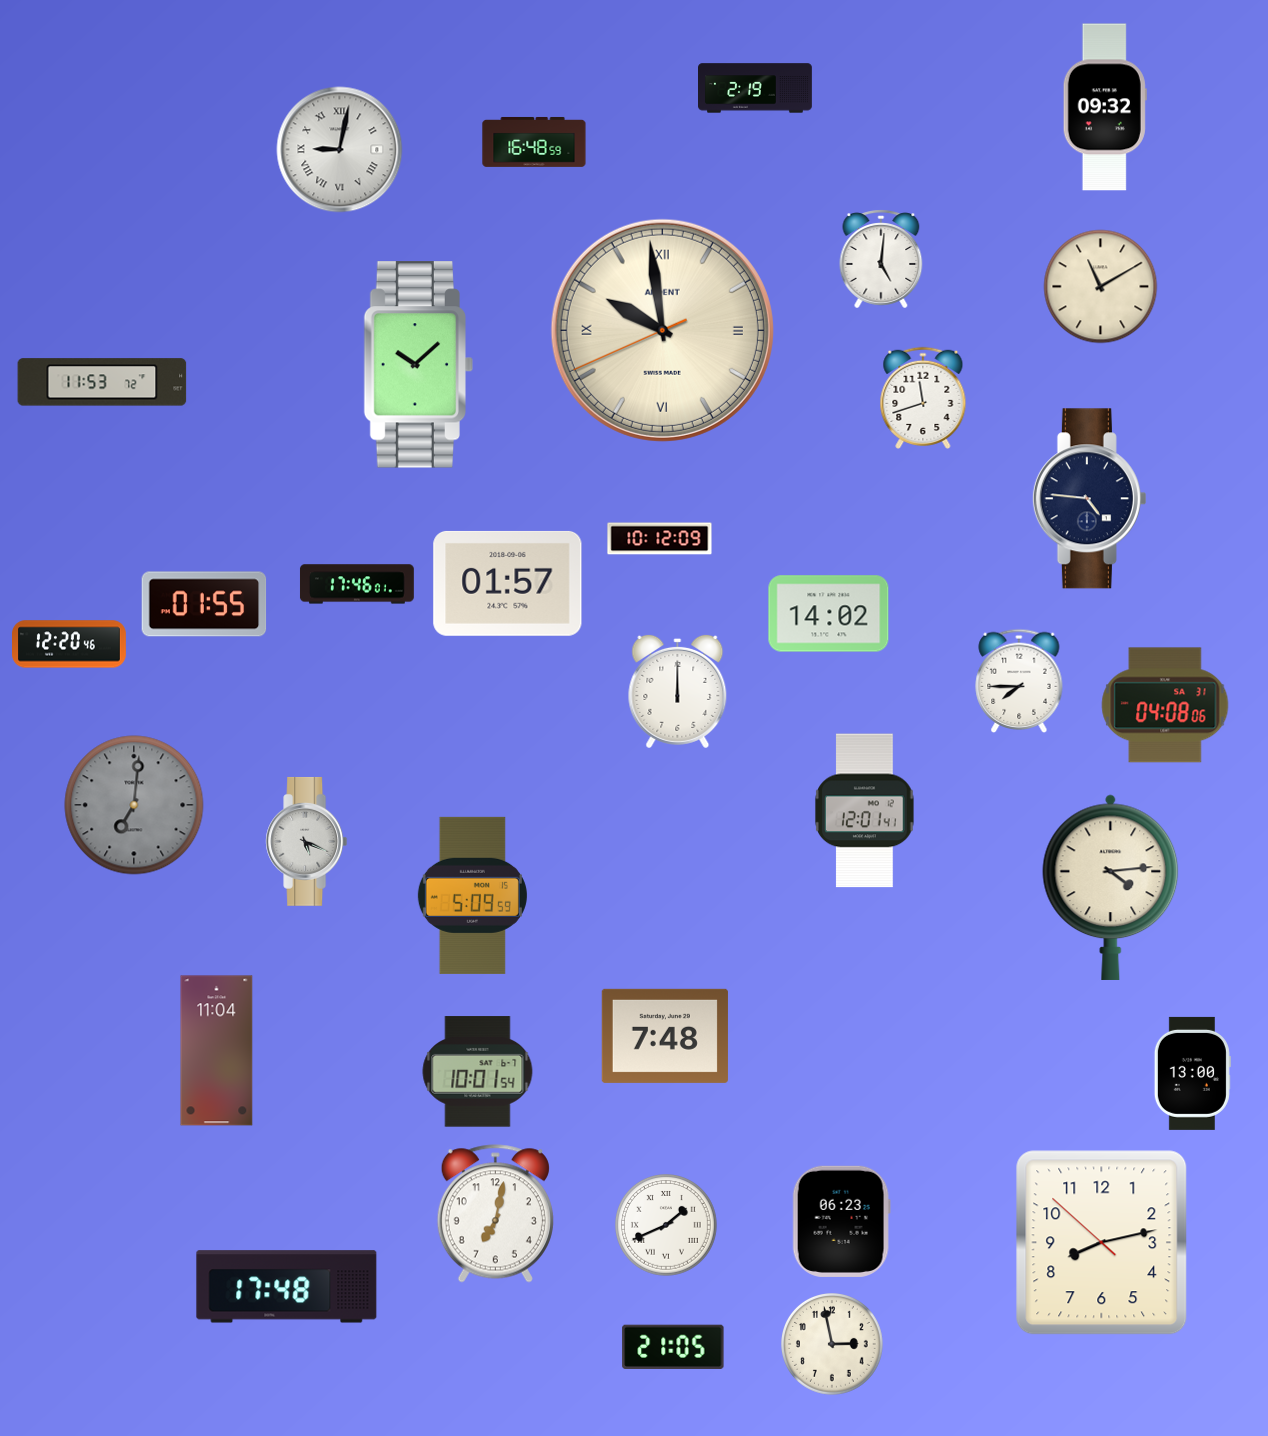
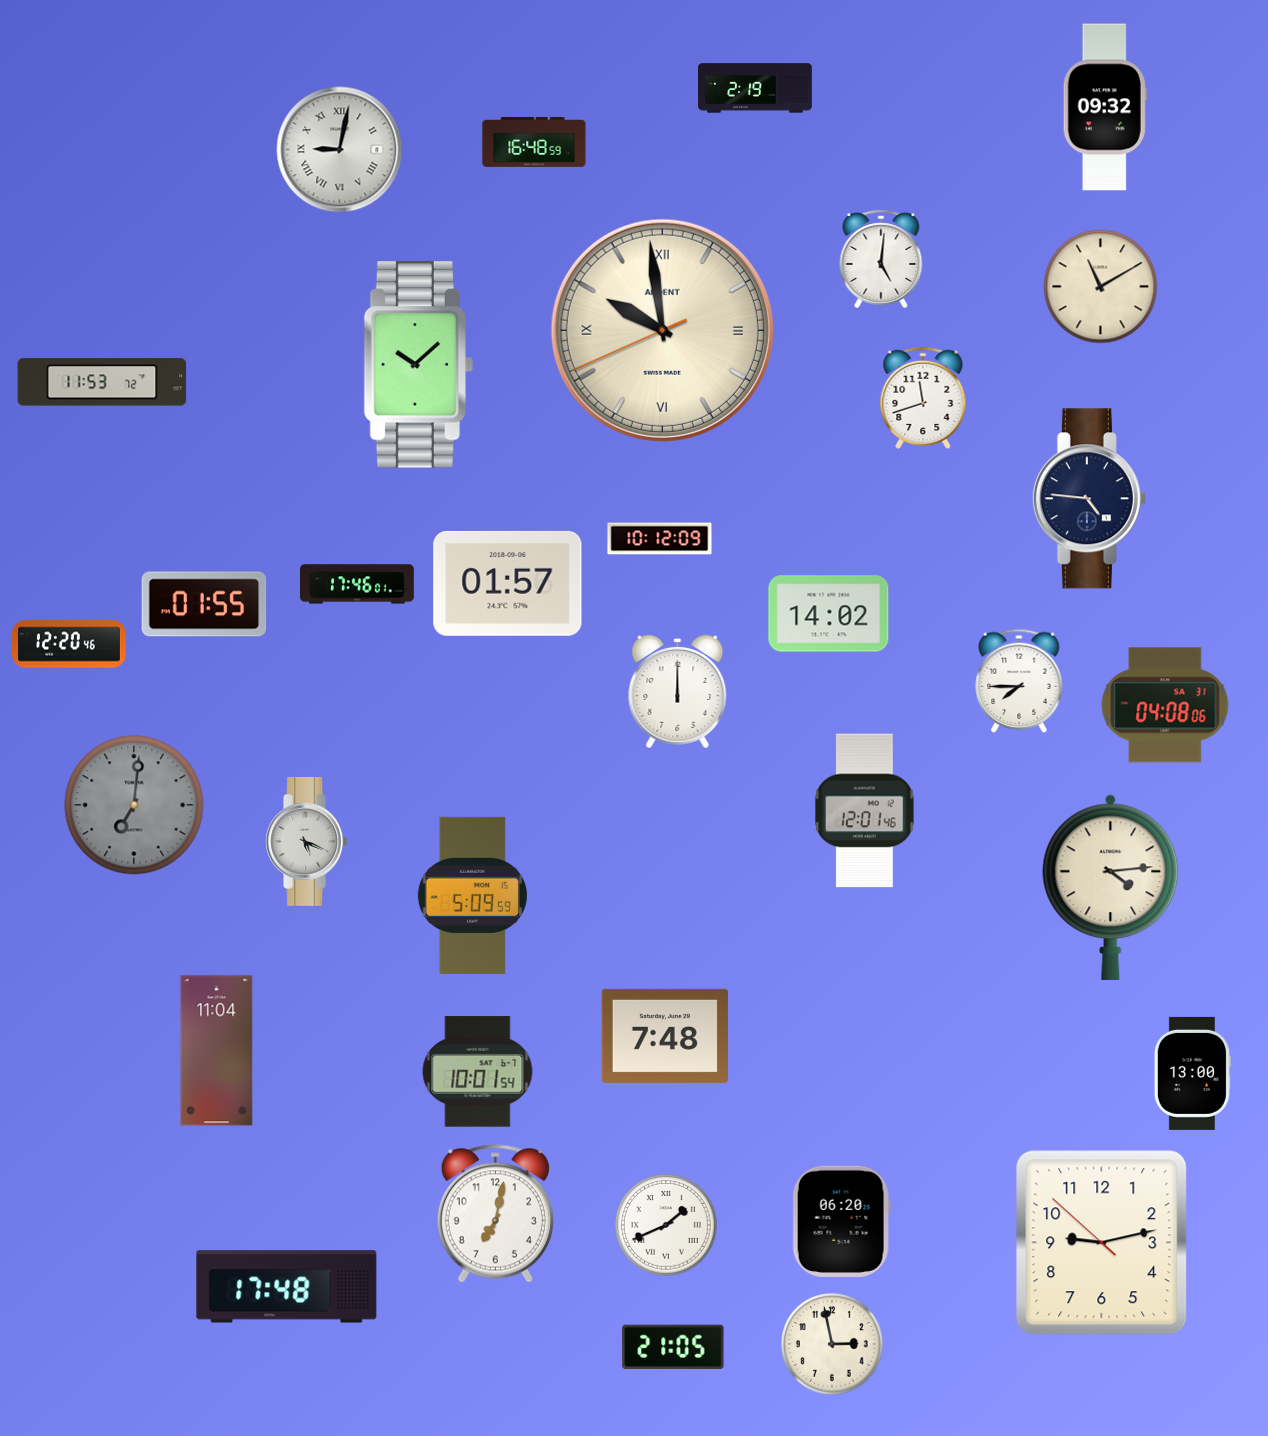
clock at (865, 811): 12:01:41 -> 12:01:46
clock at (841, 1221): 06:23 -> 06:20
clock at (1102, 1243): 8:12 -> 9:12
